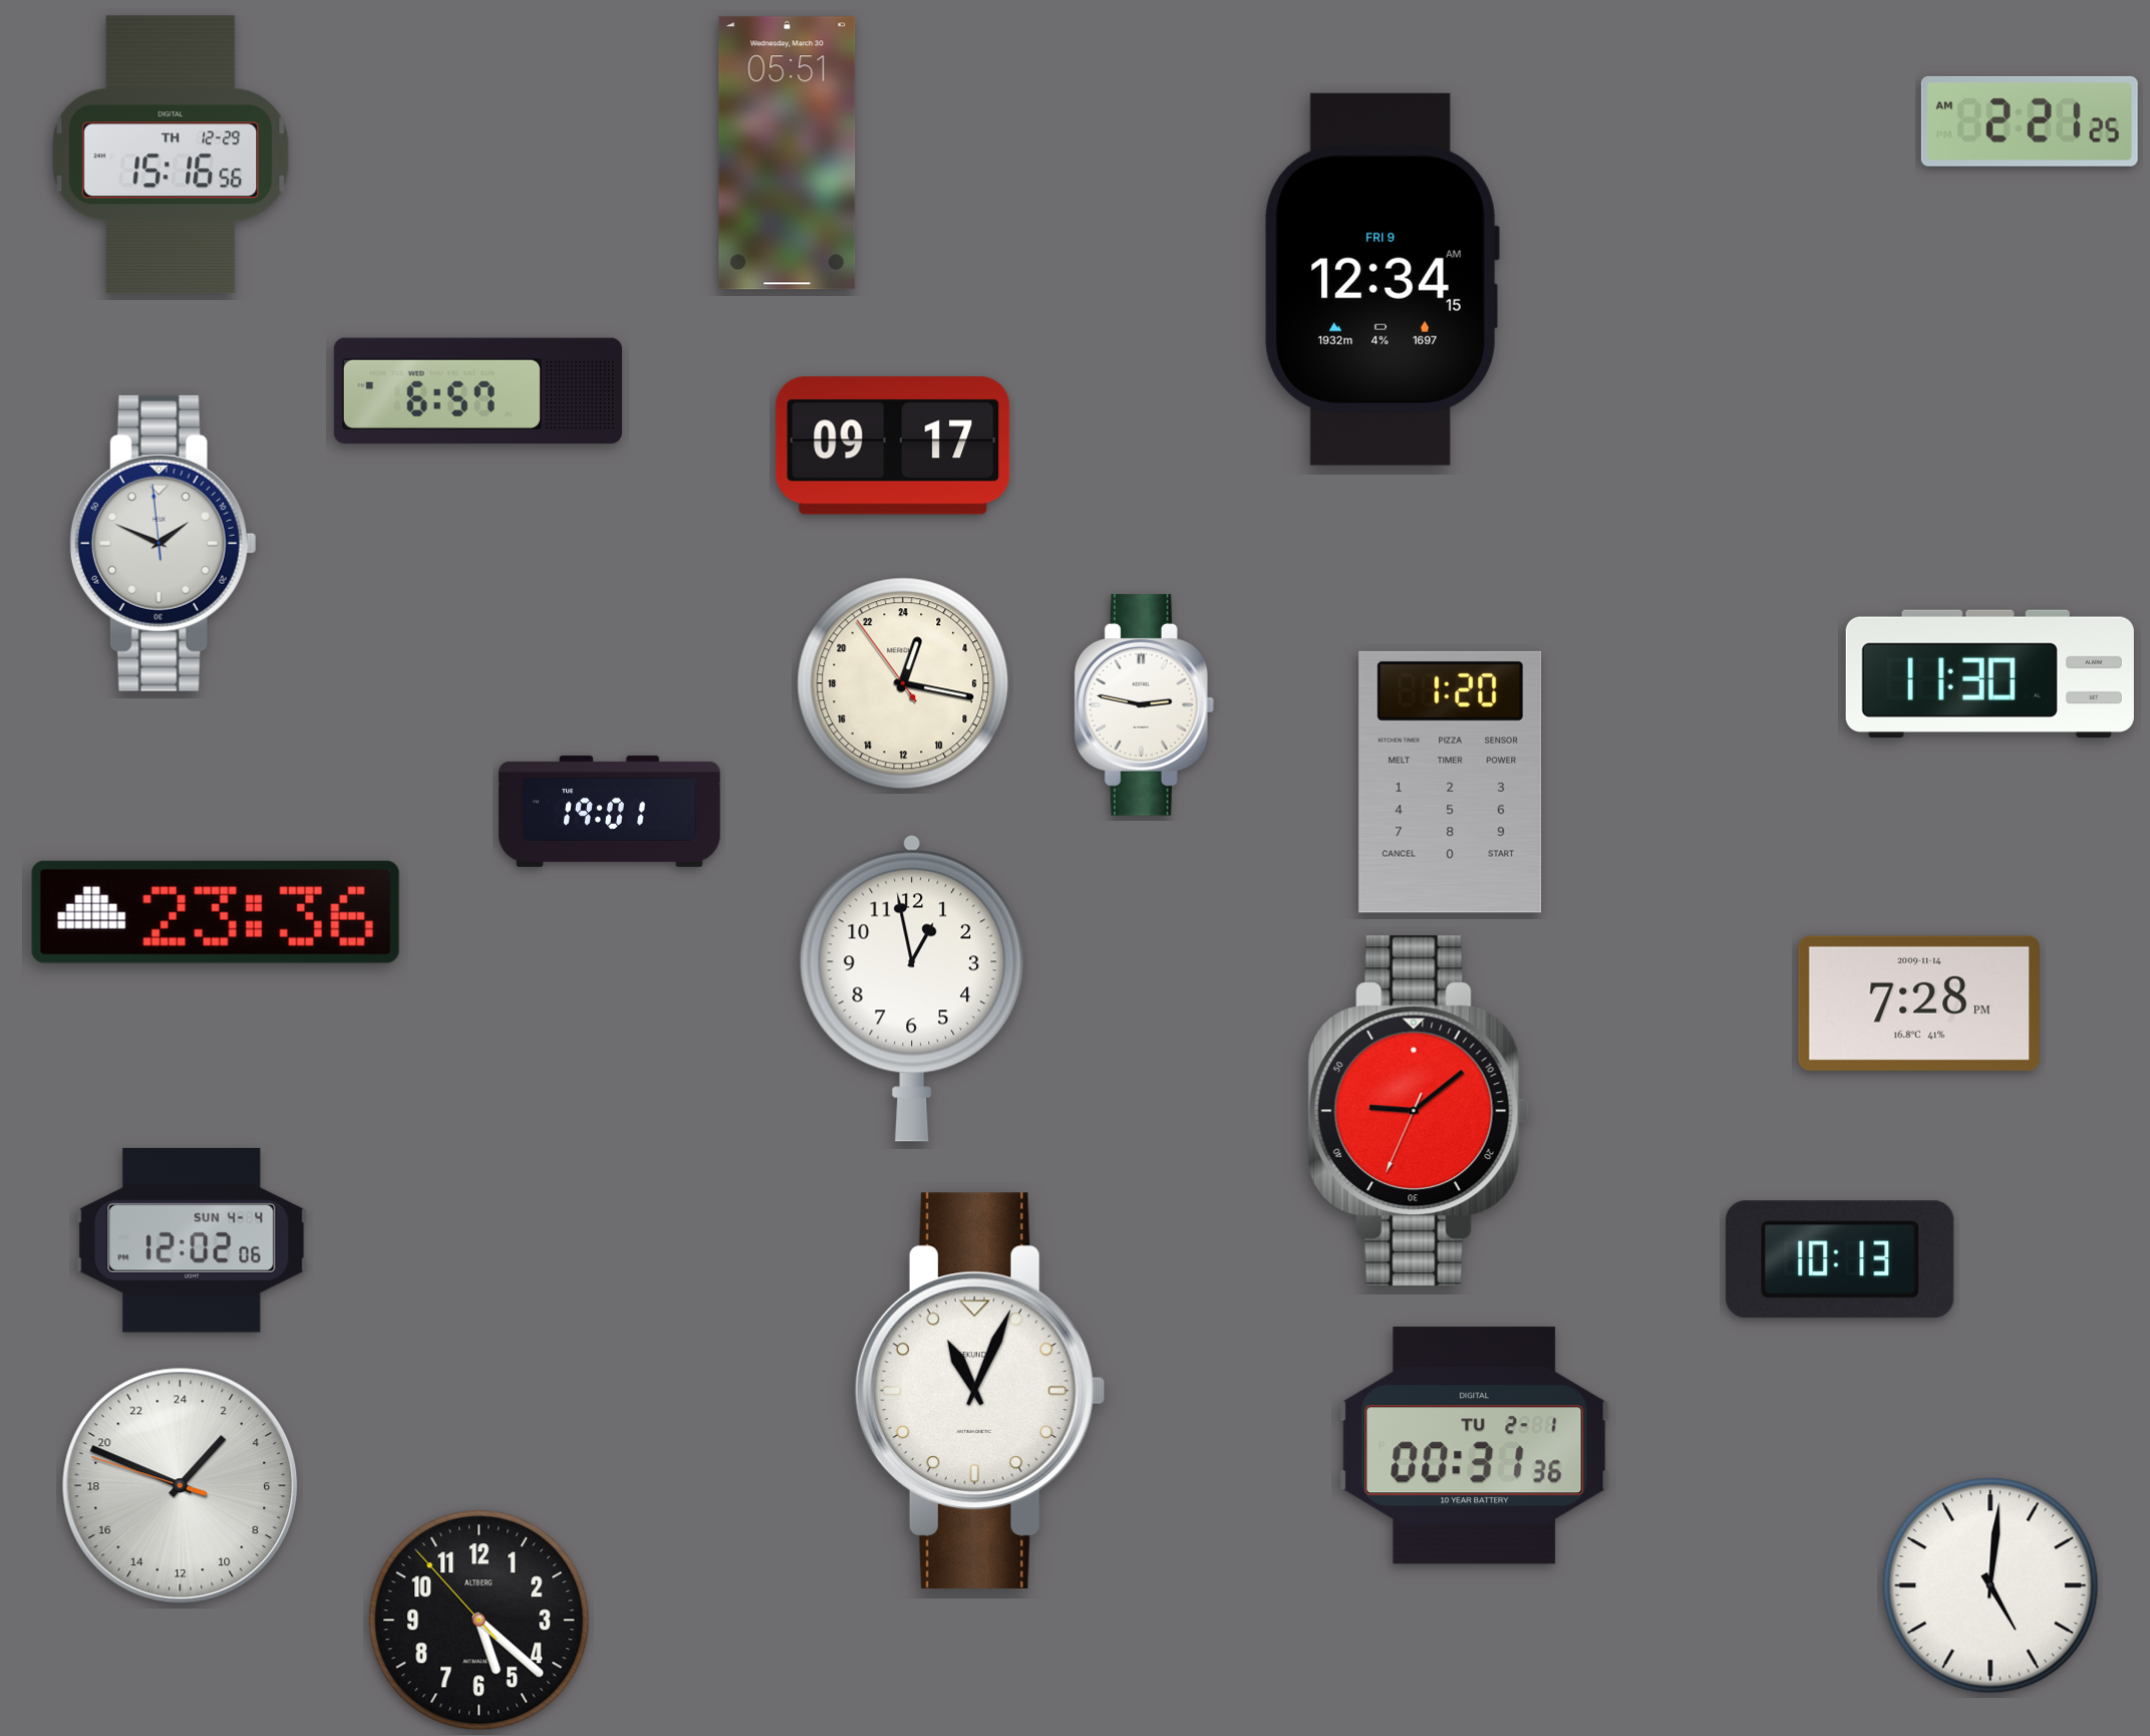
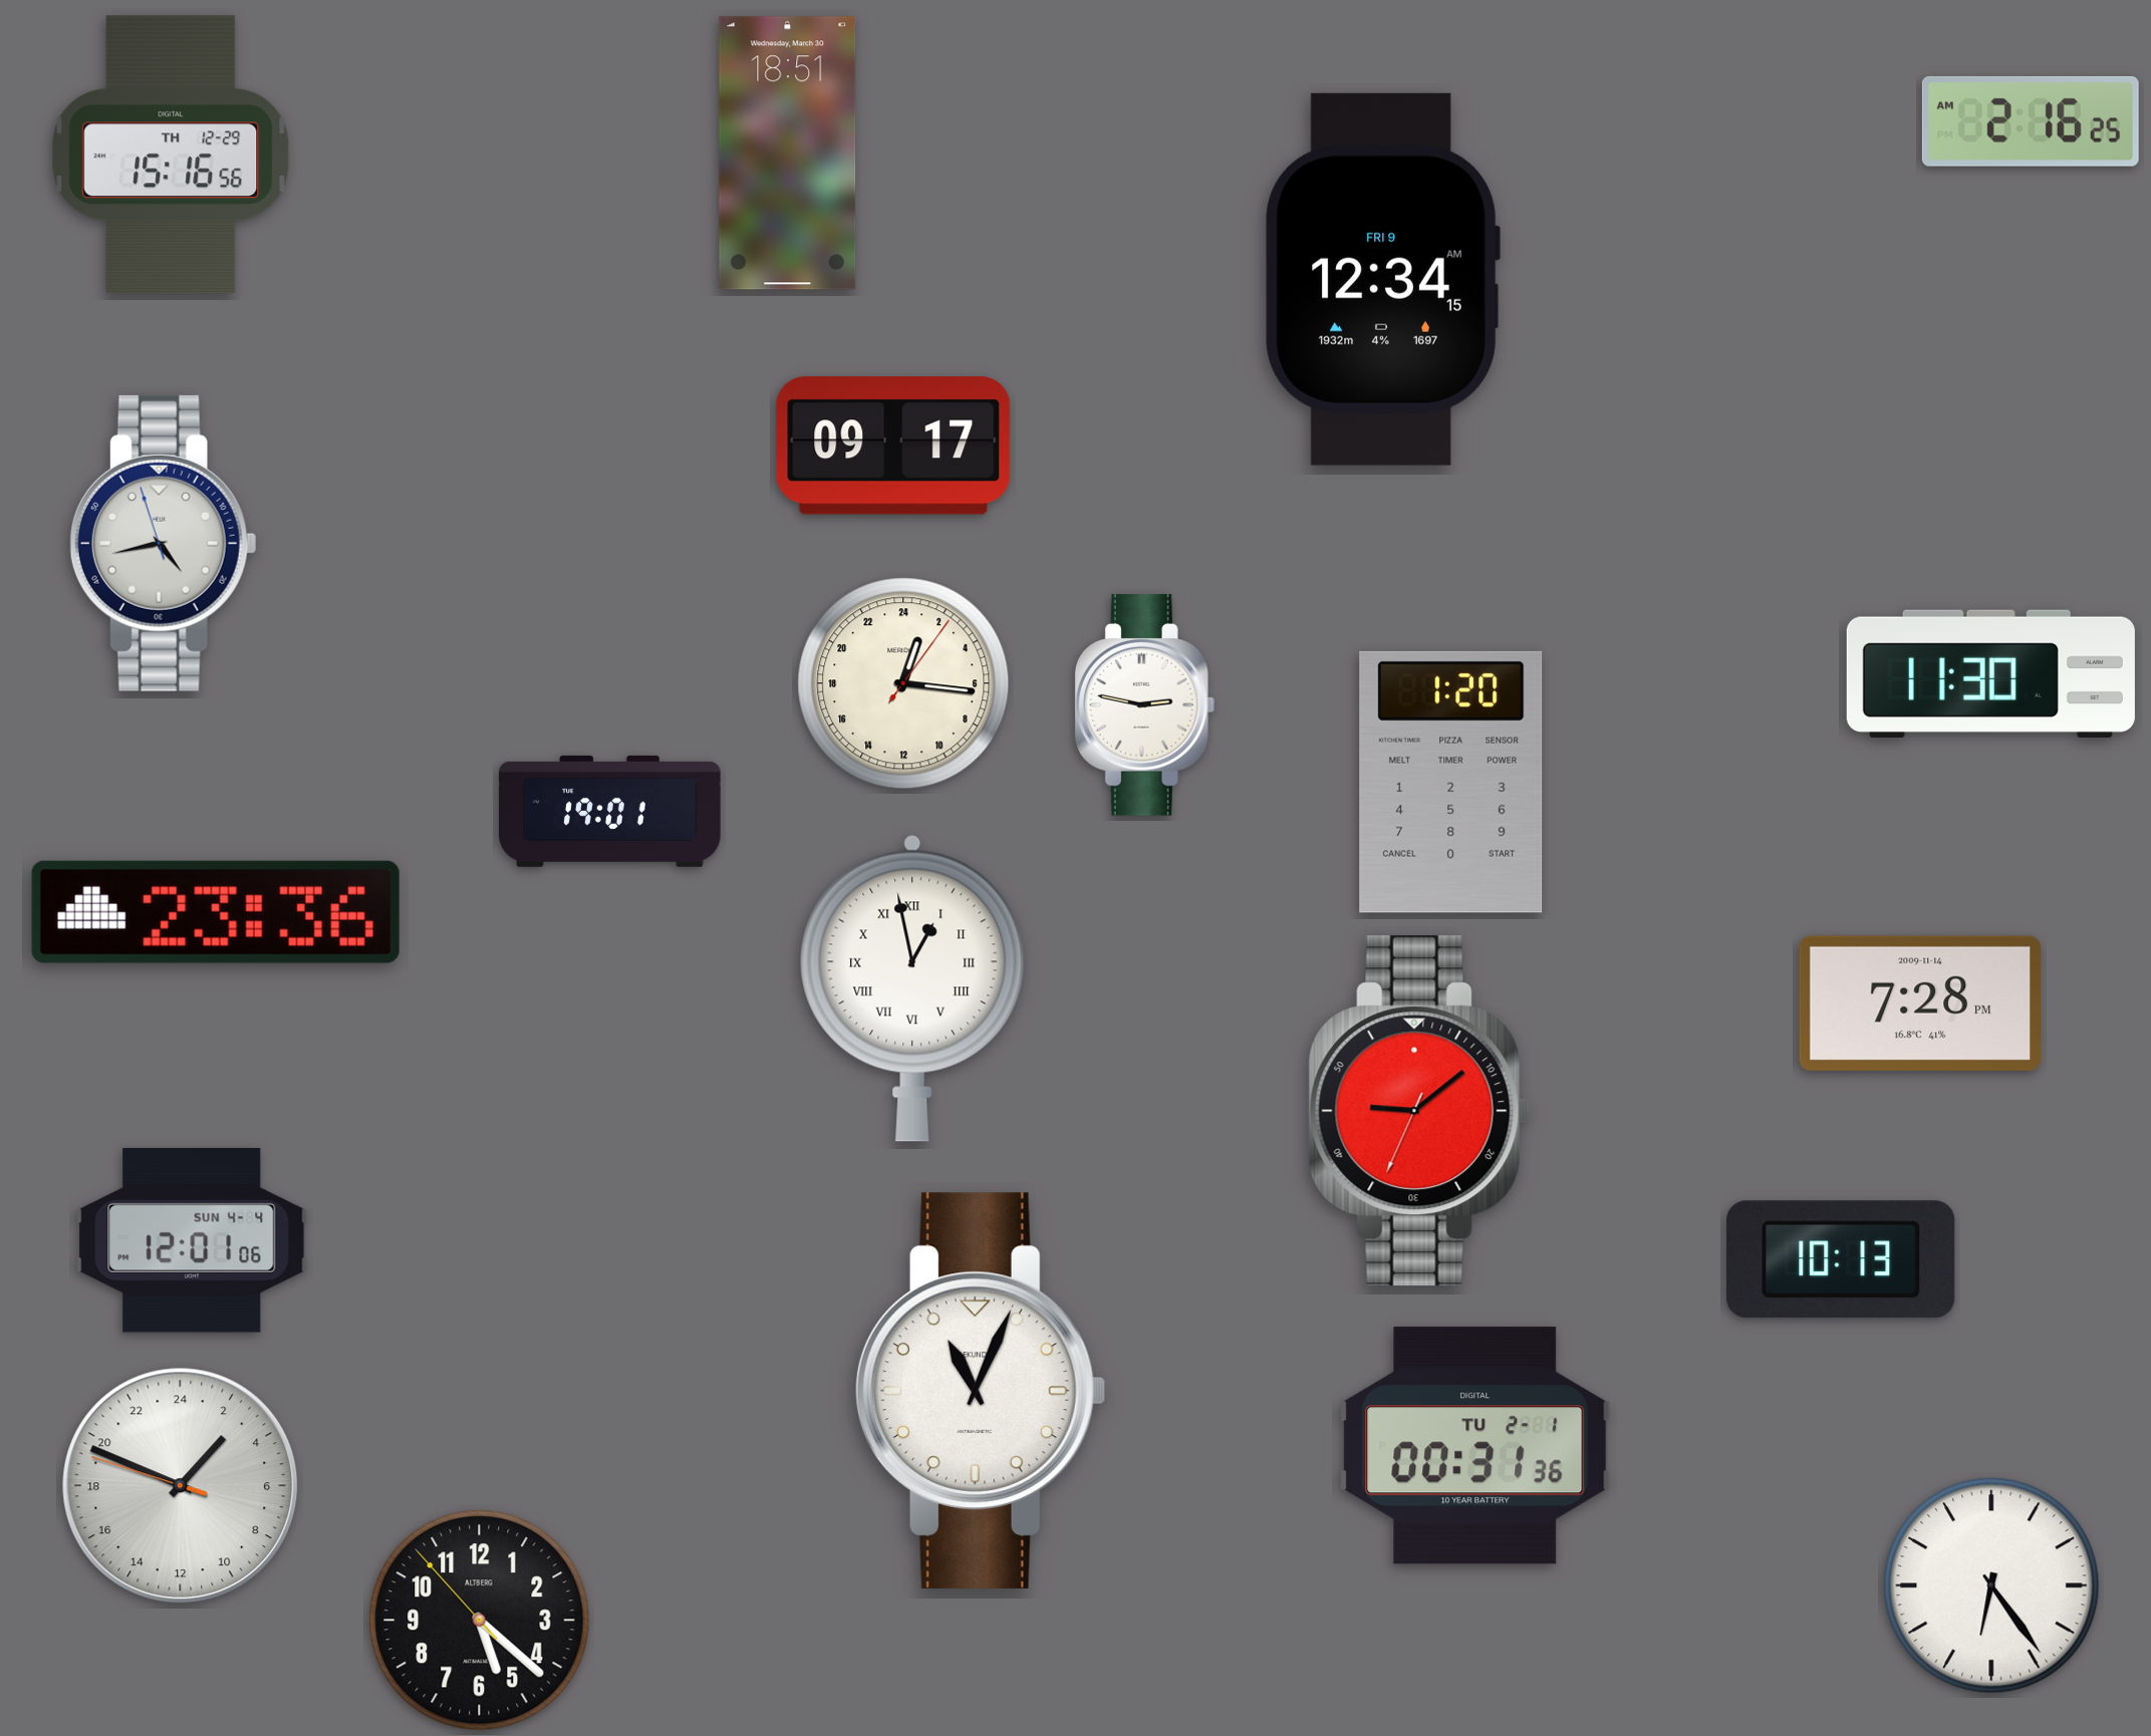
clock at (2030, 121): 2:21 -> 2:16
clock at (788, 154): 05:51 -> 18:51
clock at (478, 391): 6:57 -> none
clock at (163, 543): 1:48 -> 4:42
clock at (903, 683): 1:16:54 -> 1:16:06
clock at (912, 988) numerals: Arabic -> Roman
clock at (192, 1240): 12:02 -> 12:01
clock at (1990, 1585): 5:01 -> 6:24
